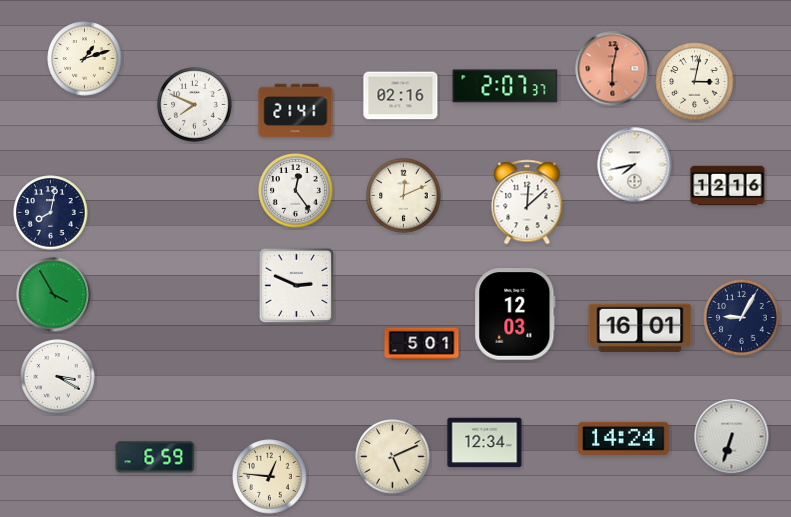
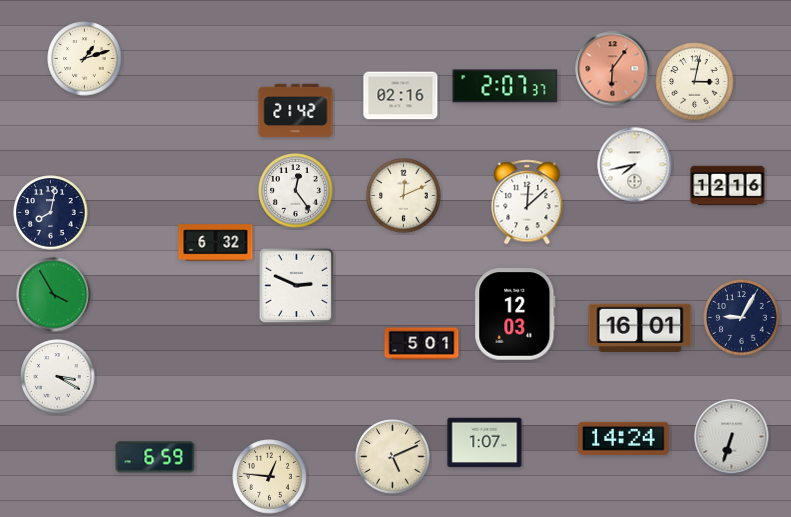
clock at (613, 69): 6:02 -> 6:06
clock at (195, 105): 7:49 -> none
clock at (296, 111): 21:41 -> 21:42
clock at (216, 243): none -> 6:32
clock at (485, 443): 12:34 -> 1:07
